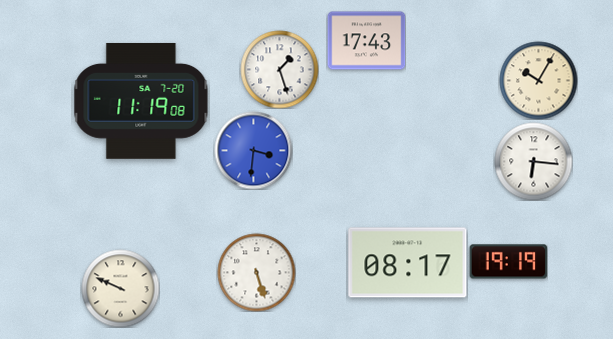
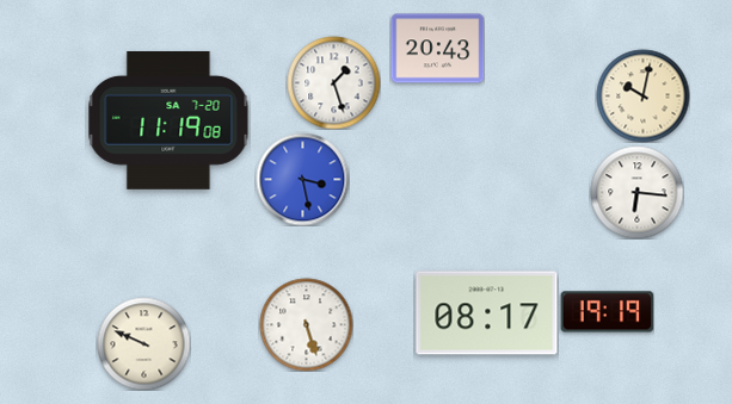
clock at (366, 41): 17:43 -> 20:43
clock at (538, 80): 10:05 -> 10:02
clock at (253, 150): 3:31 -> 3:28
